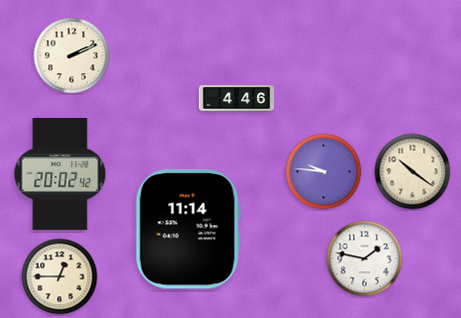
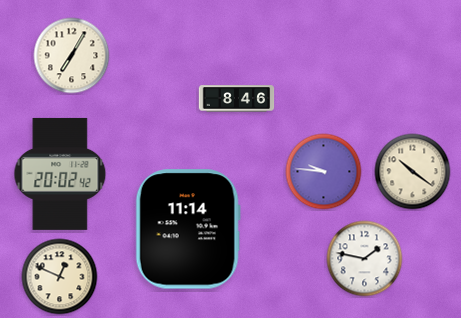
clock at (72, 56): 2:11 -> 7:05
clock at (237, 99): 4:46 -> 8:46
clock at (60, 277): 12:45 -> 12:49
